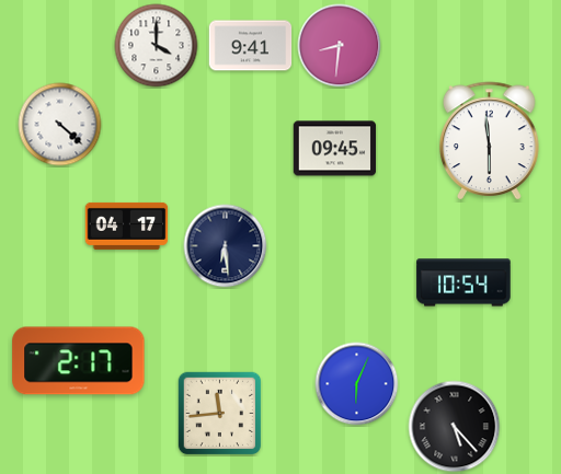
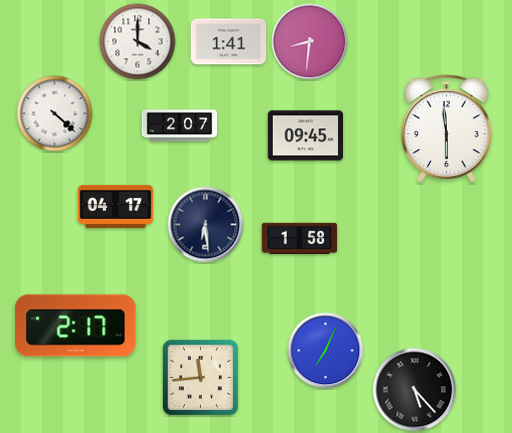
clock at (157, 46) position: (157, 46) -> (138, 42)
clock at (251, 46): 9:41 -> 1:41
clock at (180, 126): none -> 2:07
clock at (300, 239): none -> 1:58
clock at (463, 282): 10:54 -> none
clock at (79, 361) position: (79, 361) -> (76, 326)
clock at (357, 384): 6:04 -> 7:04
